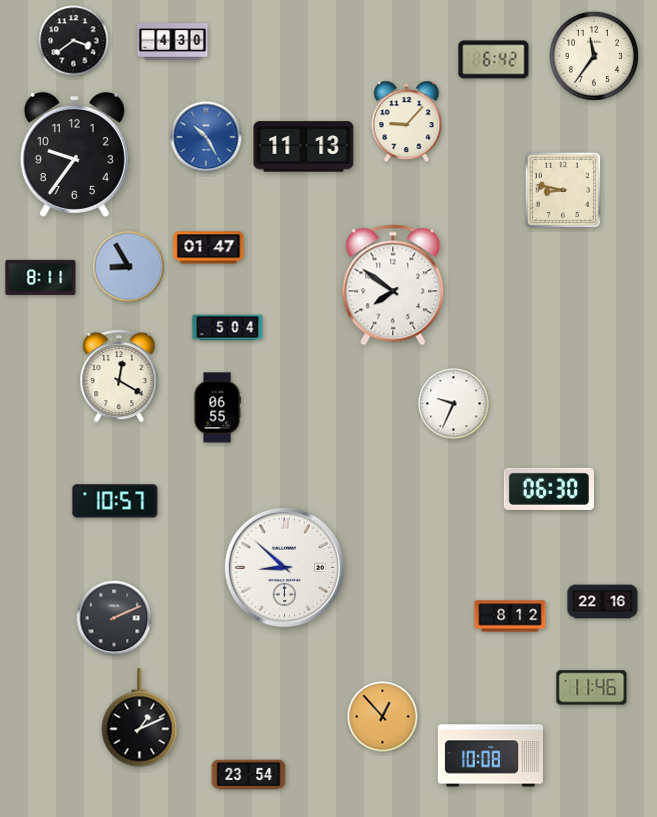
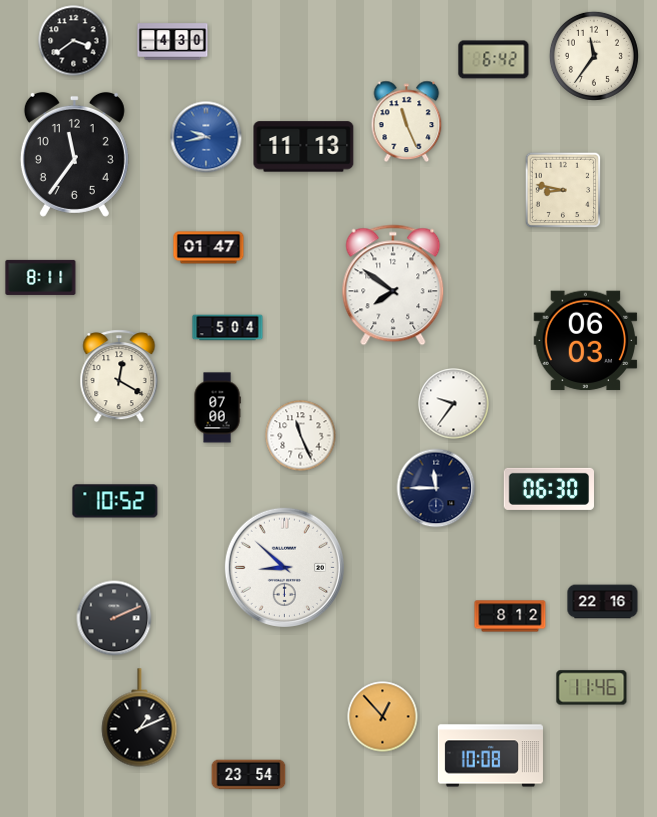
clock at (407, 121): 9:07 -> 11:26
clock at (206, 137): 10:25 -> 9:43
clock at (74, 154): 9:36 -> 11:36
clock at (129, 267): 8:55 -> none
clock at (586, 341): none -> 06:03
clock at (454, 404): 9:34 -> 9:36
clock at (217, 408): 06:55 -> 07:00
clock at (301, 436): none -> 11:26
clock at (436, 488): none -> 11:45
clock at (115, 501): 10:57 -> 10:52
